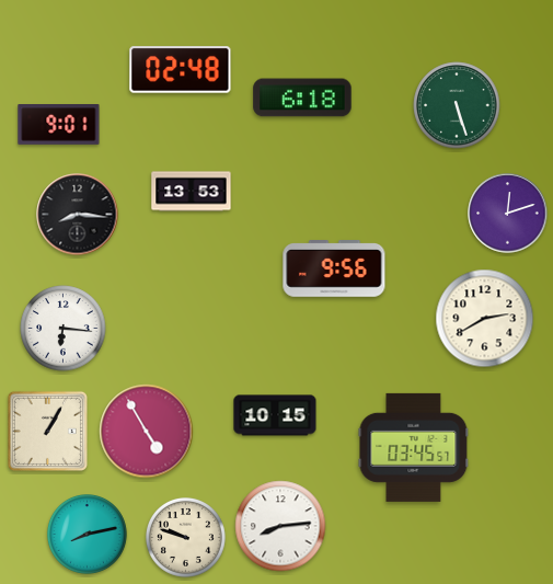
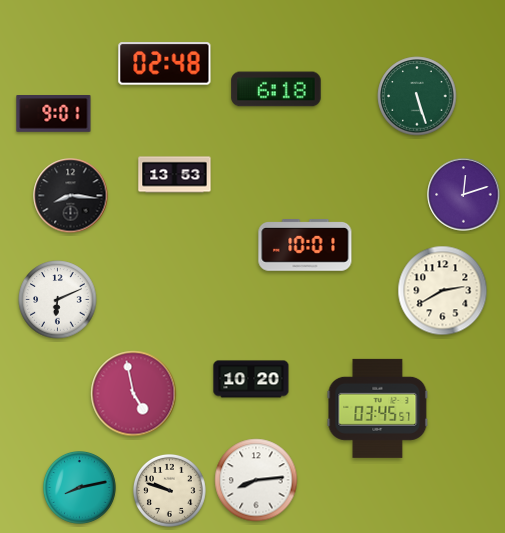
clock at (334, 270): 9:56 -> 10:01
clock at (64, 329): 6:16 -> 6:11
clock at (275, 415): 10:15 -> 10:20
clock at (47, 431): 1:05 -> none
clock at (147, 432): 4:55 -> 4:58
